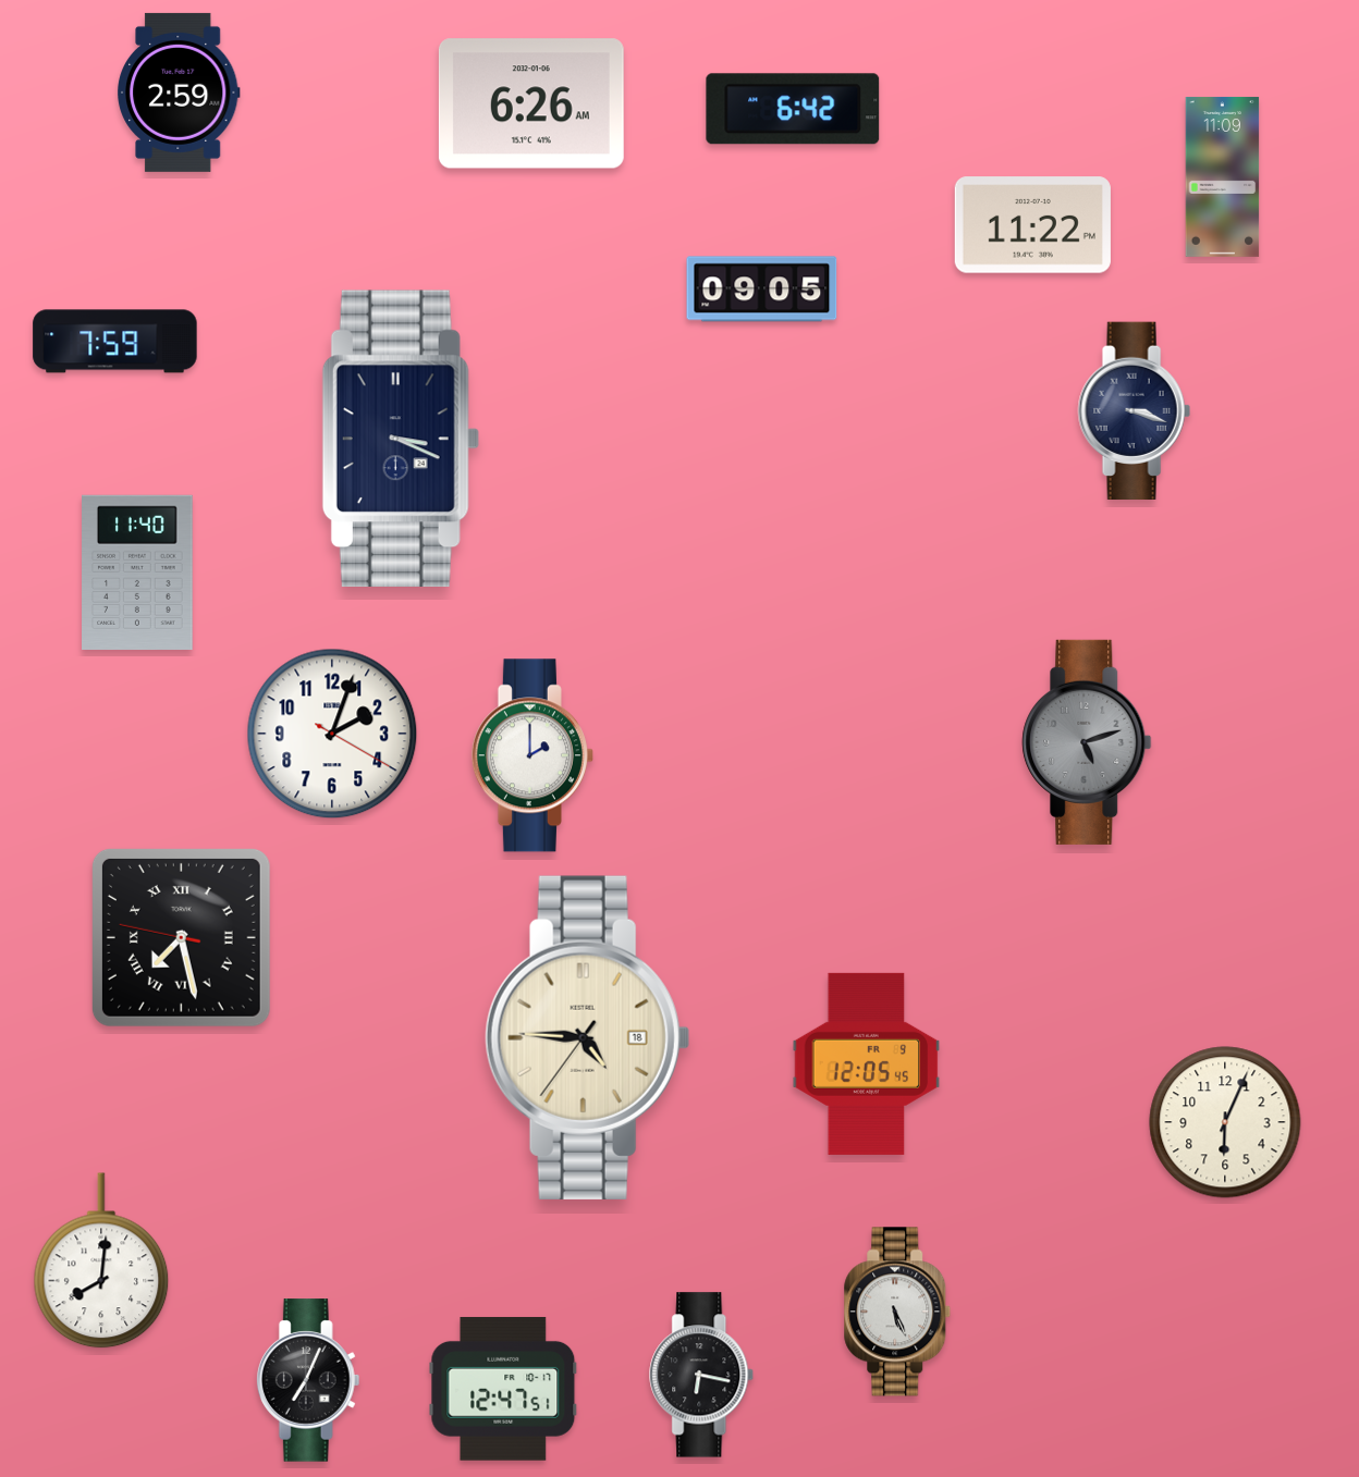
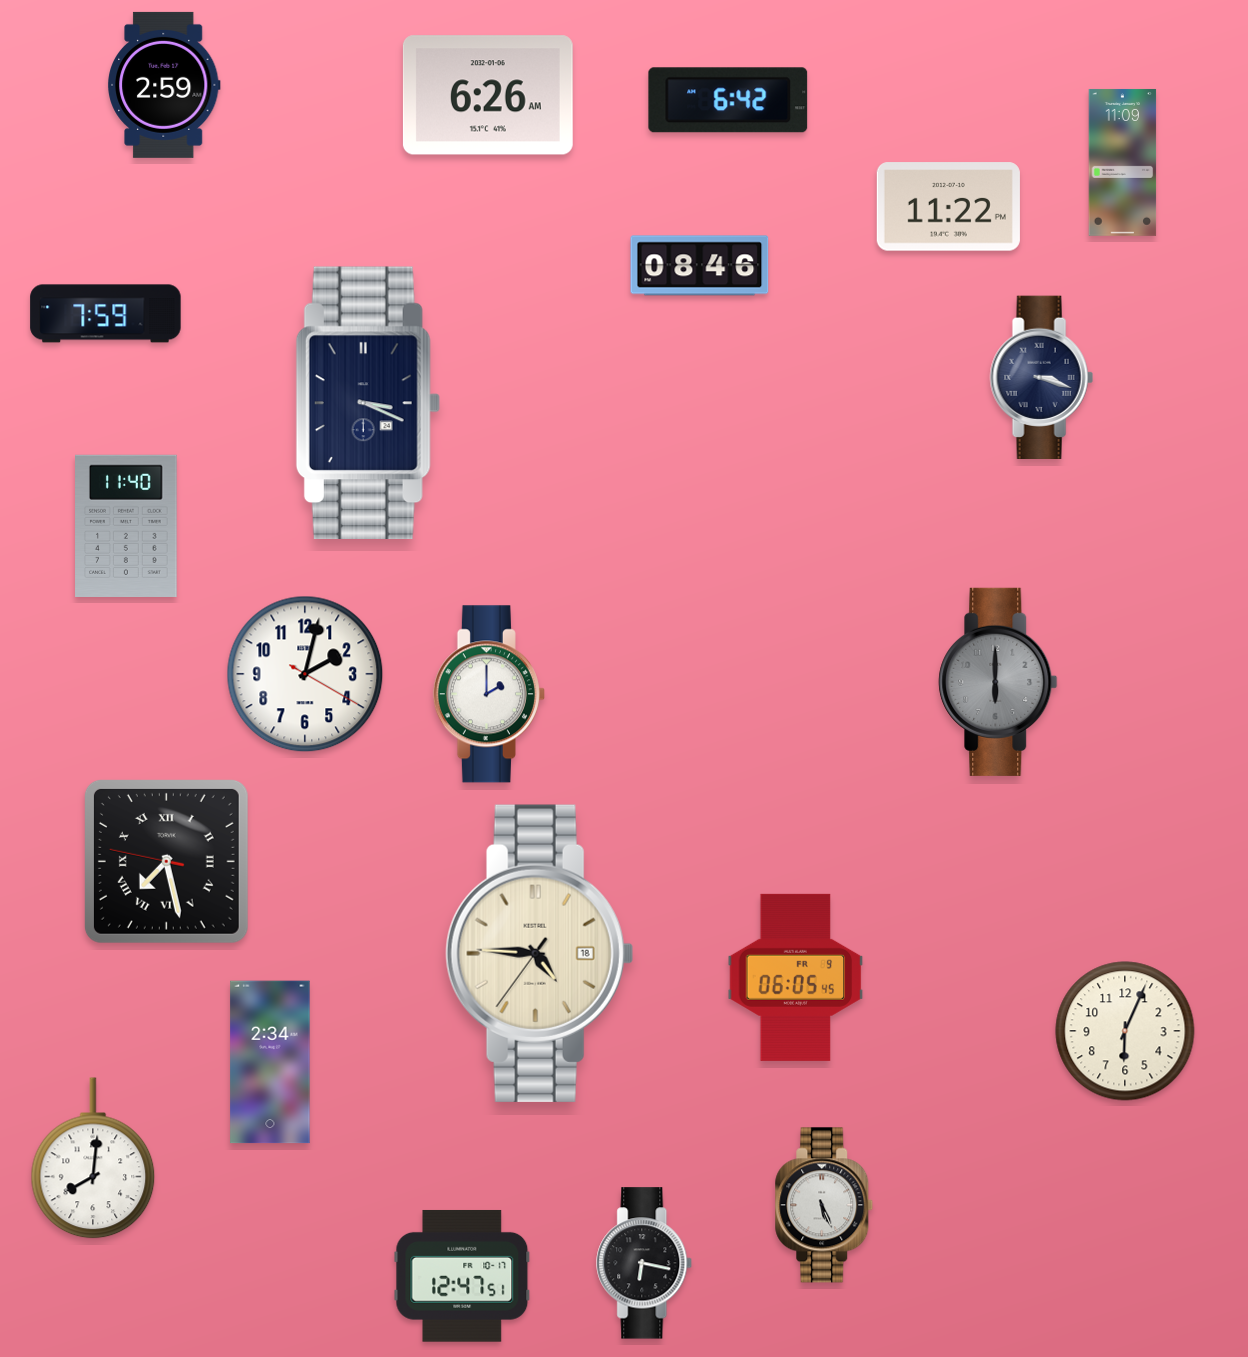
clock at (762, 290): 09:05 -> 08:46
clock at (332, 734): 2:03 -> 2:02
clock at (1087, 742): 5:12 -> 6:00
clock at (867, 1063): 12:05 -> 06:05
clock at (270, 1062): none -> 2:34
clock at (308, 1380): 7:04 -> none
